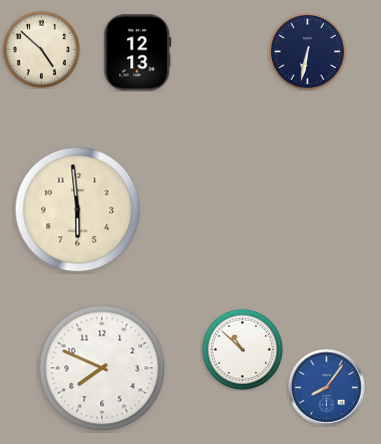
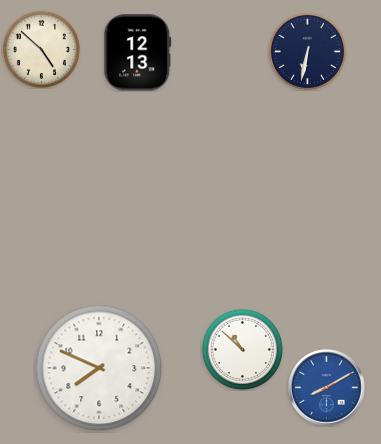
clock at (78, 210): 5:59 -> none
clock at (102, 368) position: (102, 368) -> (99, 368)
clock at (327, 388): 8:06 -> 8:10
